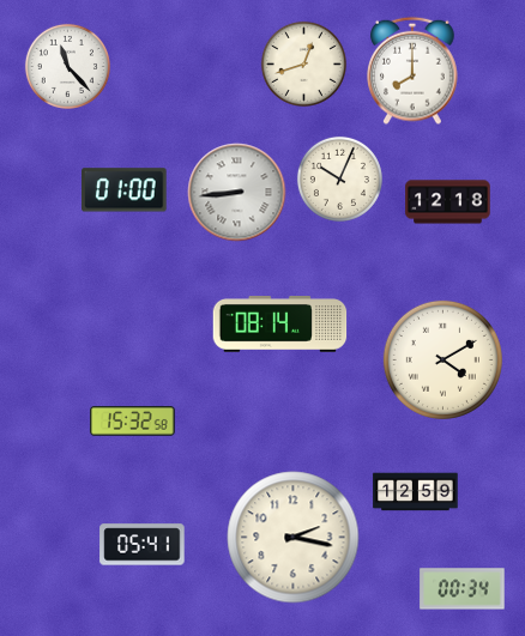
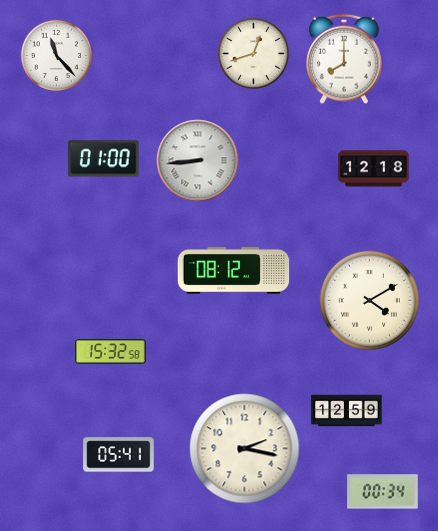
clock at (339, 178): 10:04 -> none
clock at (280, 325): 08:14 -> 08:12
clock at (463, 589) position: (463, 589) -> (383, 492)
